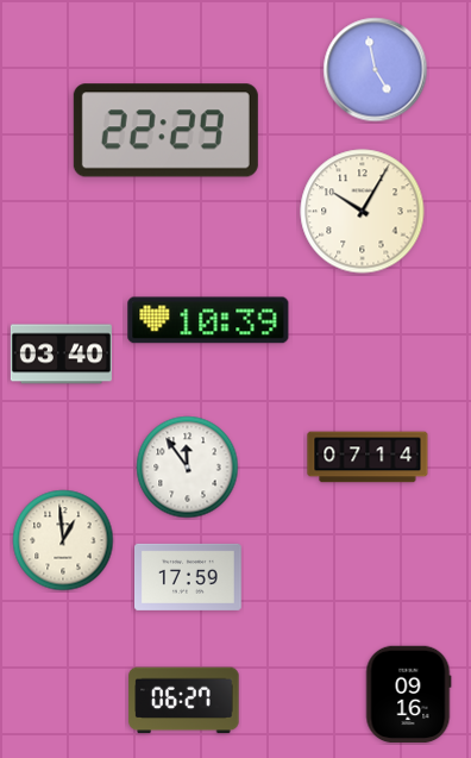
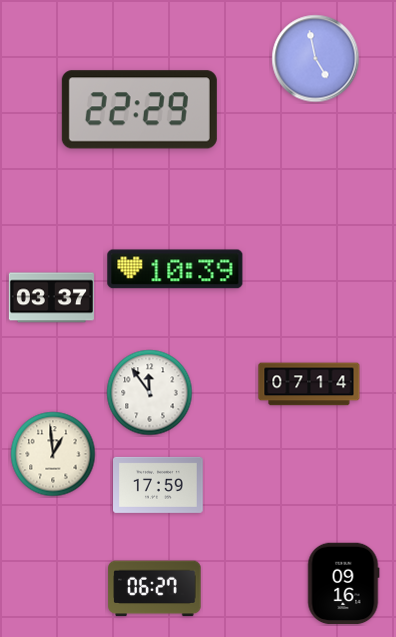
clock at (363, 212): 10:05 -> none
clock at (61, 355): 03:40 -> 03:37
clock at (188, 468) position: (188, 468) -> (150, 393)
